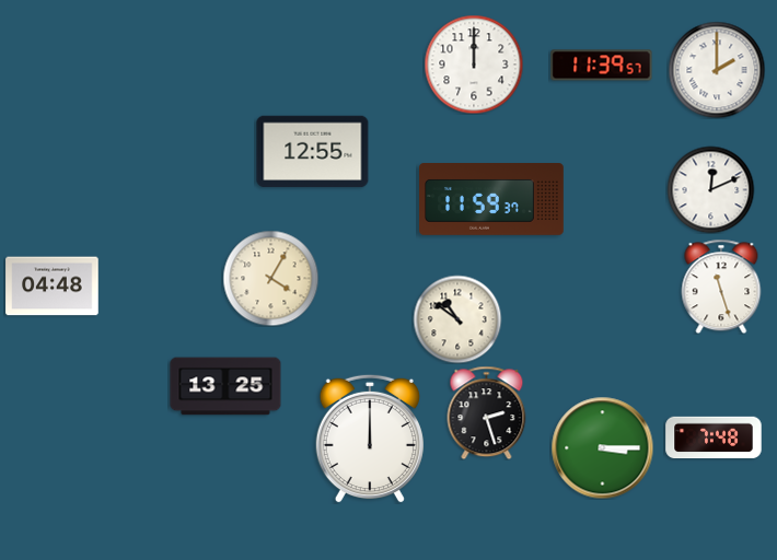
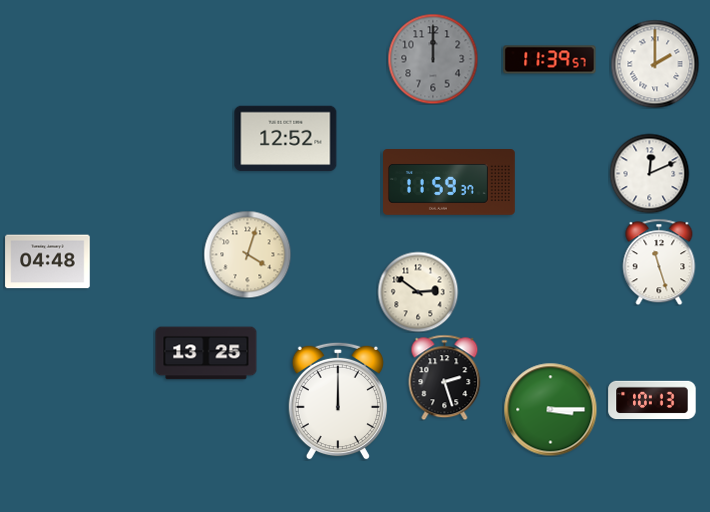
clock at (474, 65) dial: white -> grey
clock at (313, 152): 12:55 -> 12:52
clock at (270, 278): 4:05 -> 4:03
clock at (457, 319): 10:51 -> 2:51
clock at (714, 437): 7:48 -> 10:13
